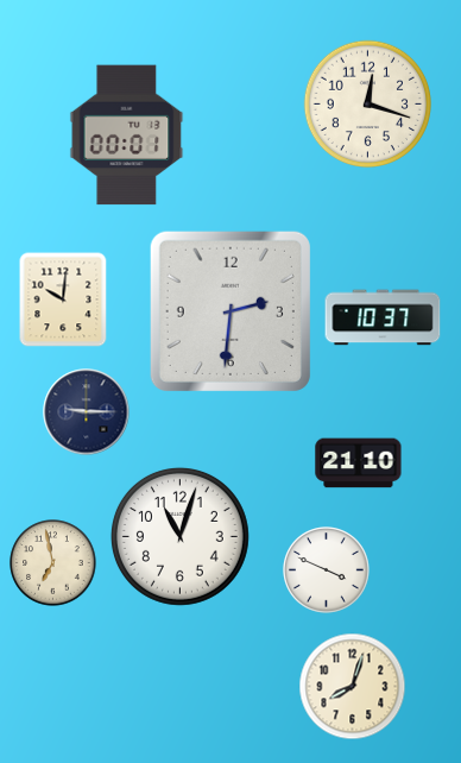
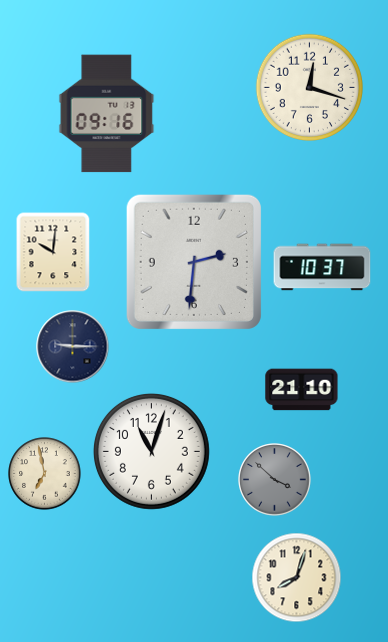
clock at (127, 135): 00:01 -> 09:16
clock at (327, 570): 3:49 -> 3:52
clock at (327, 570) dial: white -> grey
